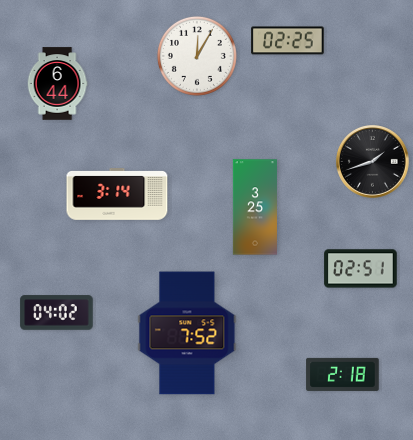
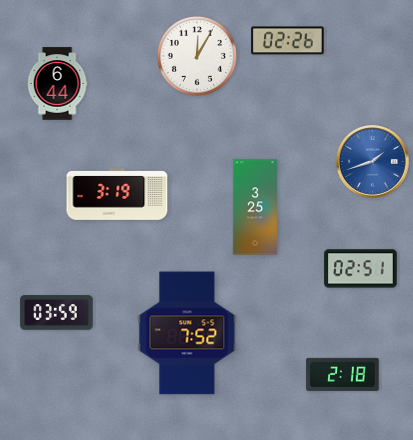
clock at (288, 41): 02:25 -> 02:26
clock at (373, 162) dial: black -> blue
clock at (117, 195): 3:14 -> 3:19
clock at (57, 313): 04:02 -> 03:59
